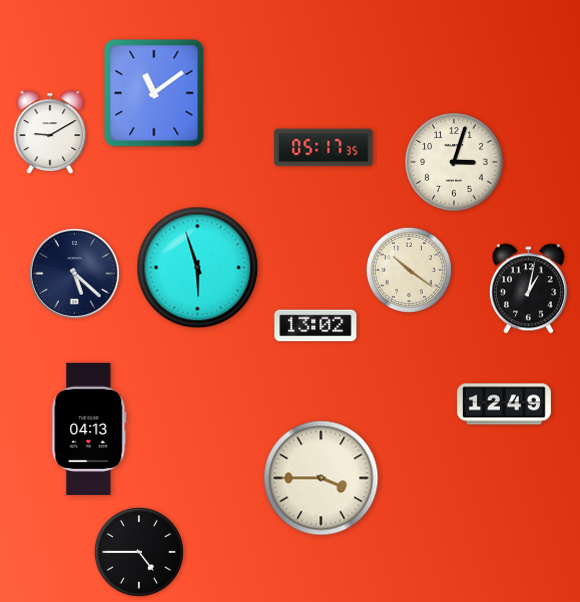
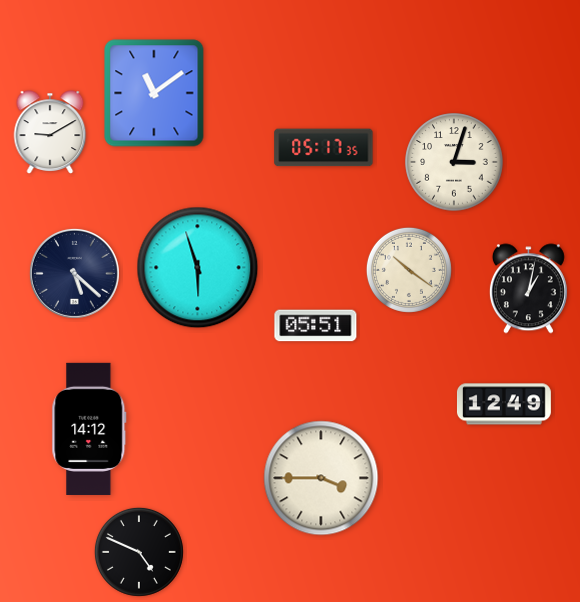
clock at (316, 326): 13:02 -> 05:51
clock at (89, 429): 04:13 -> 14:12
clock at (139, 552): 4:45 -> 4:49
